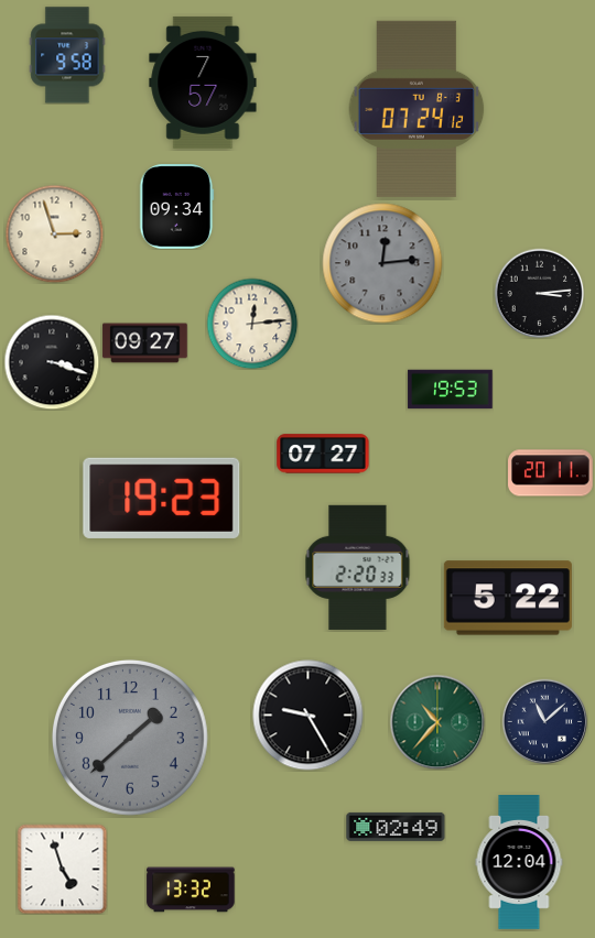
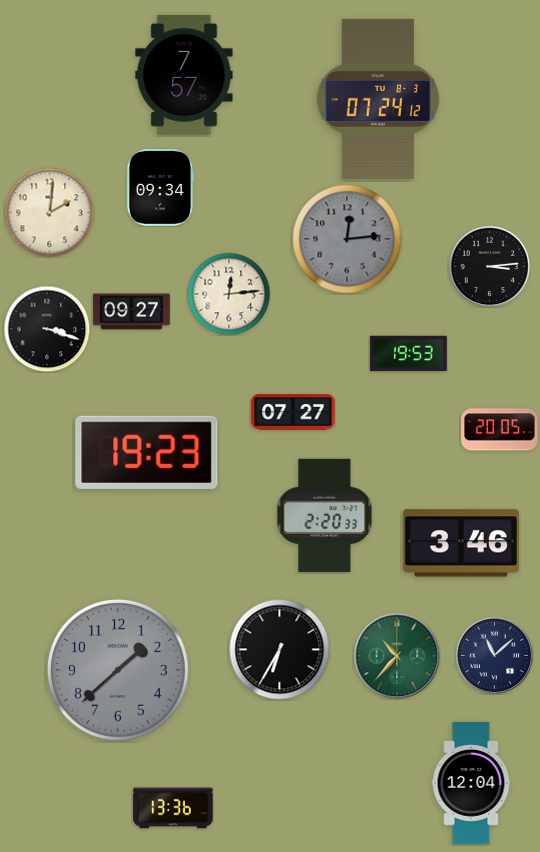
clock at (67, 55): 9:58 -> none
clock at (54, 233): 2:57 -> 2:01
clock at (551, 473): 20:11 -> 20:05
clock at (508, 598): 5:22 -> 3:46
clock at (309, 716): 9:25 -> 6:35
clock at (396, 827): 02:49 -> none
clock at (62, 869): 4:57 -> none
clock at (191, 890): 13:32 -> 13:36
